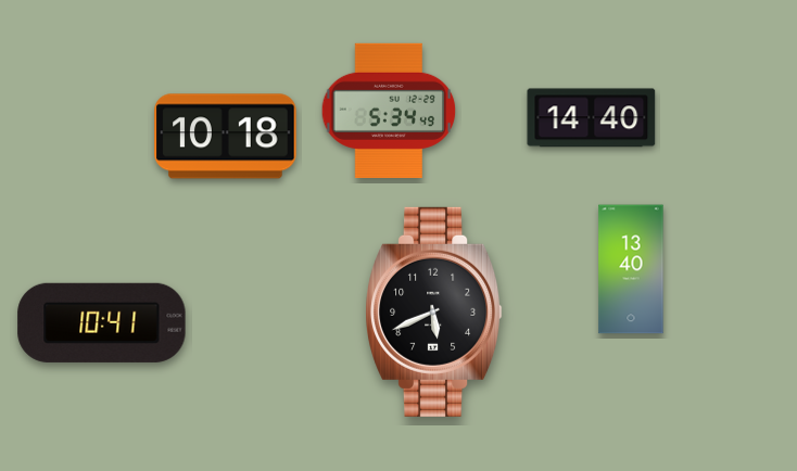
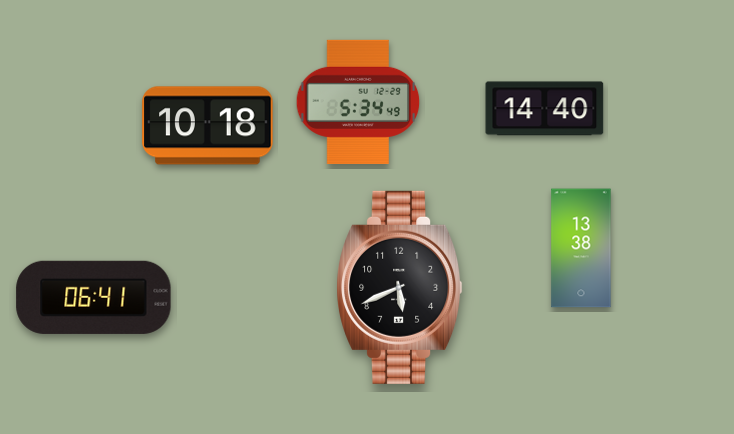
clock at (631, 269): 13:40 -> 13:38
clock at (102, 322): 10:41 -> 06:41
